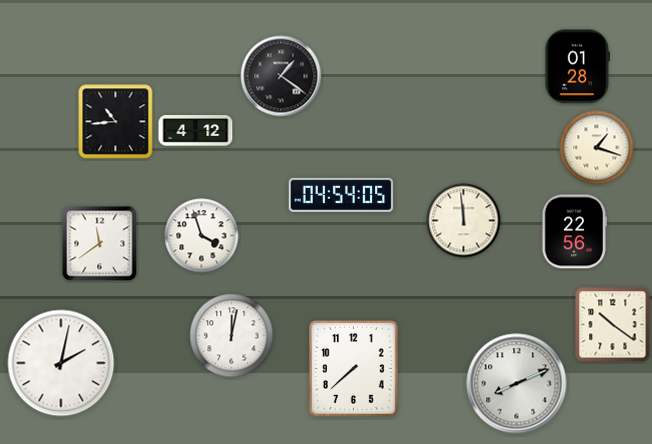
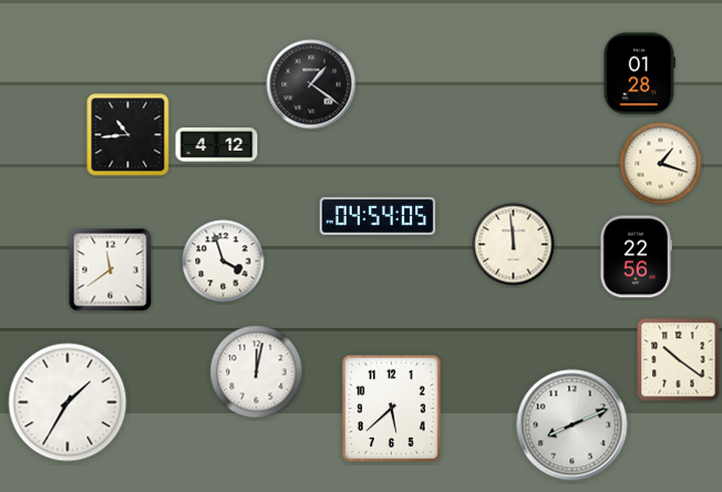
clock at (61, 363): 2:02 -> 1:35
clock at (354, 369): 7:38 -> 5:38
